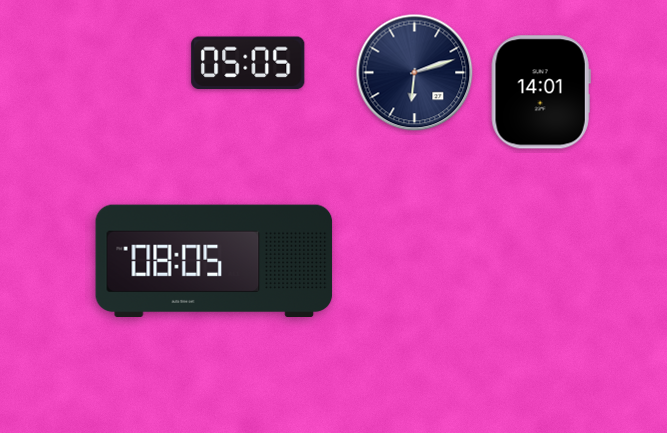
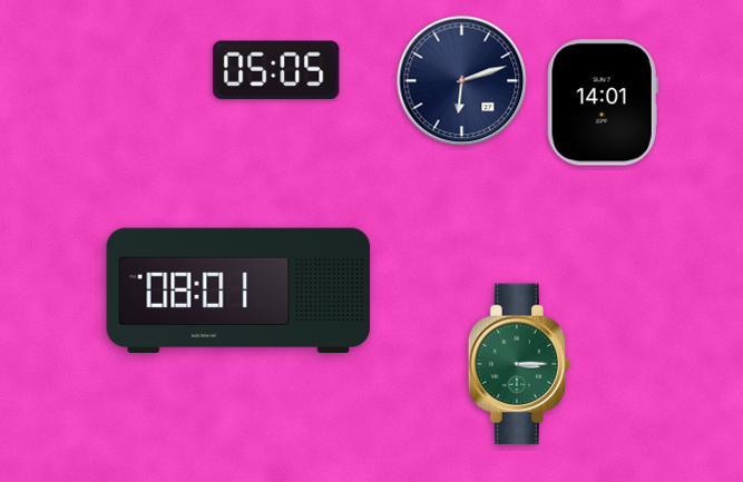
clock at (214, 260): 08:05 -> 08:01
clock at (519, 364): none -> 3:15
